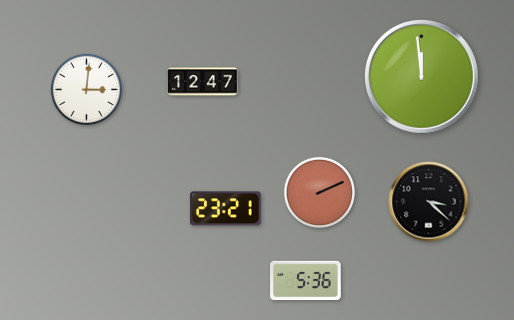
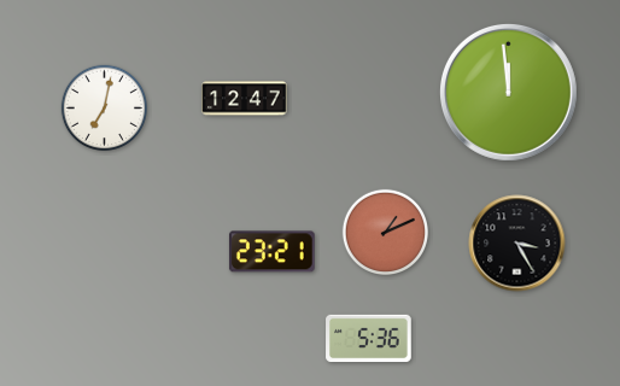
clock at (86, 89): 3:01 -> 7:02
clock at (319, 192): 2:11 -> 1:11
clock at (429, 202): 3:22 -> 3:25
